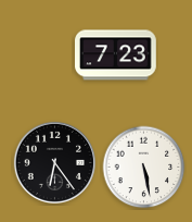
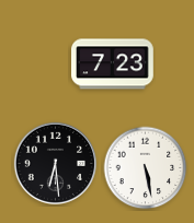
clock at (116, 55) position: (116, 55) -> (113, 64)
clock at (54, 162): 6:24 -> 6:29
